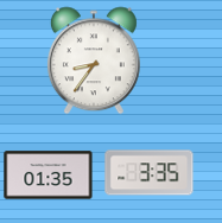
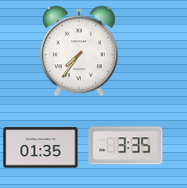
clock at (94, 60): 8:36 -> 7:36
